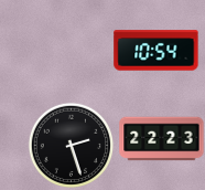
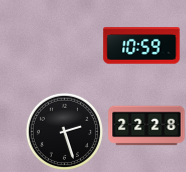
clock at (157, 51): 10:54 -> 10:59
clock at (162, 139): 22:23 -> 22:28
